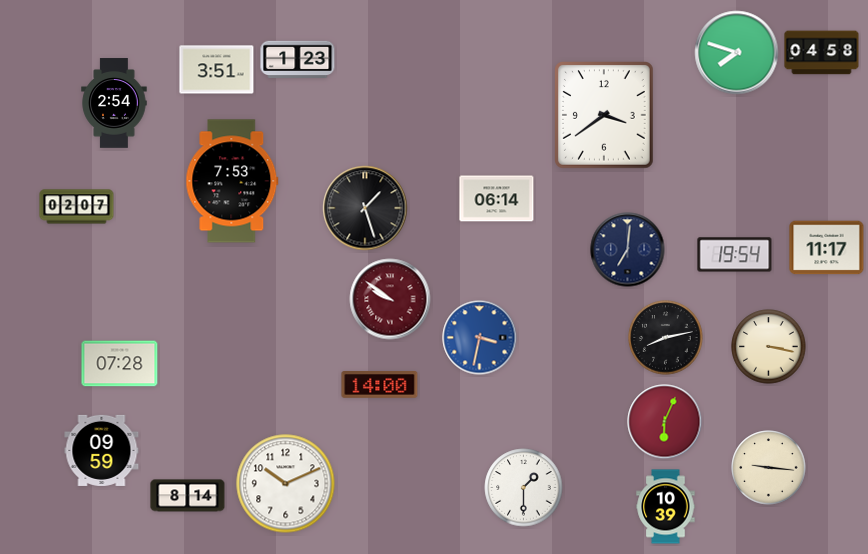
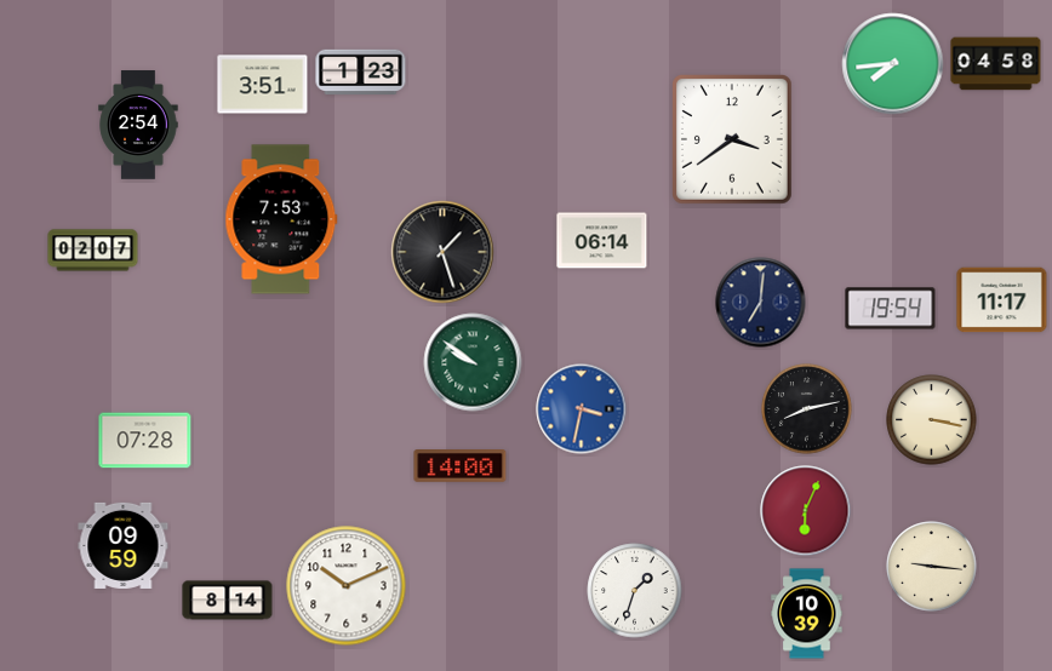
clock at (737, 53): 7:48 -> 7:44
clock at (390, 299) dial: burgundy -> green
clock at (524, 488): 1:30 -> 1:33
